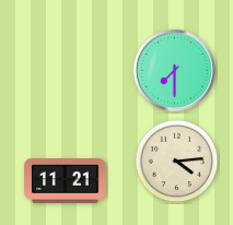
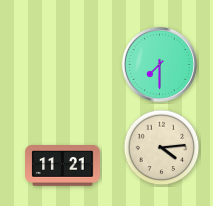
clock at (66, 181) position: (66, 181) -> (63, 166)
